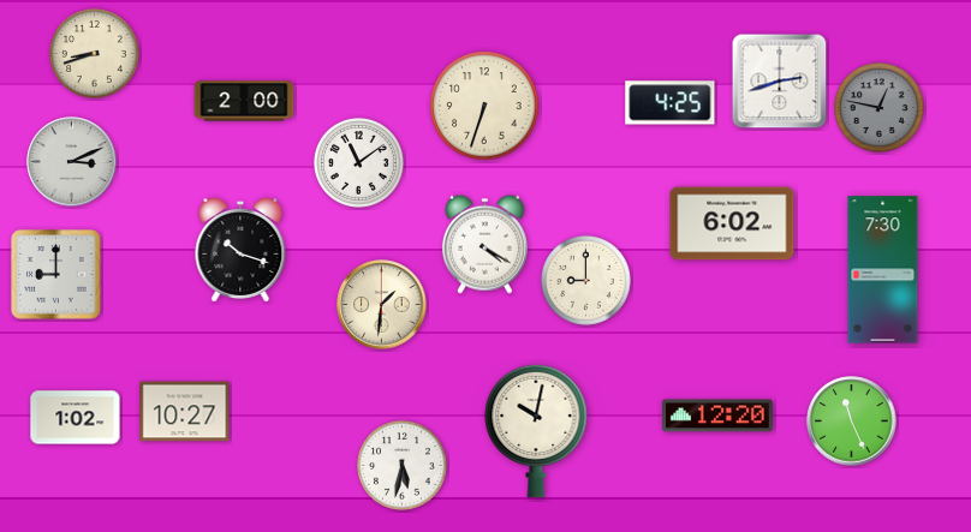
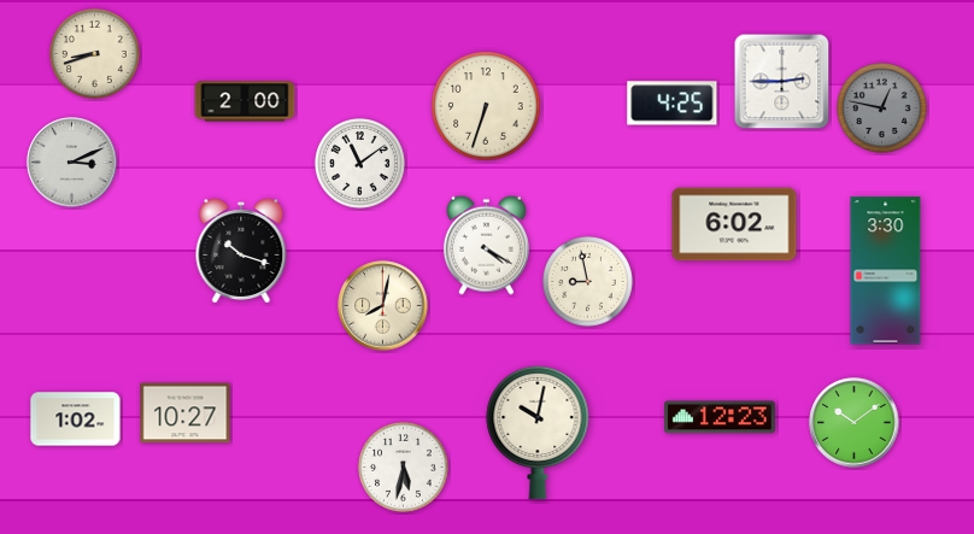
clock at (780, 82): 2:42 -> 2:45
clock at (883, 270): 7:30 -> 3:30
clock at (56, 275): 9:00 -> none
clock at (586, 281): 9:00 -> 8:58
clock at (382, 305): 1:31 -> 8:02
clock at (717, 416): 12:20 -> 12:23
clock at (852, 422): 11:26 -> 10:09
